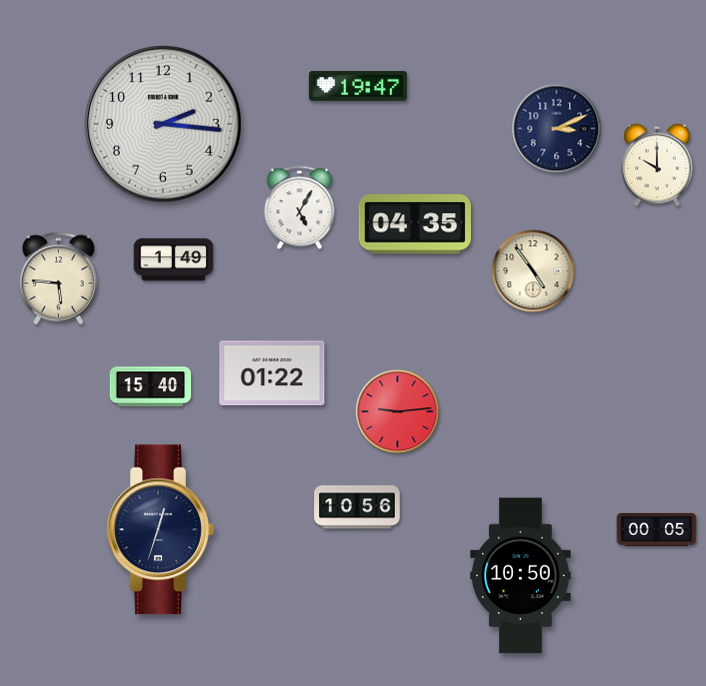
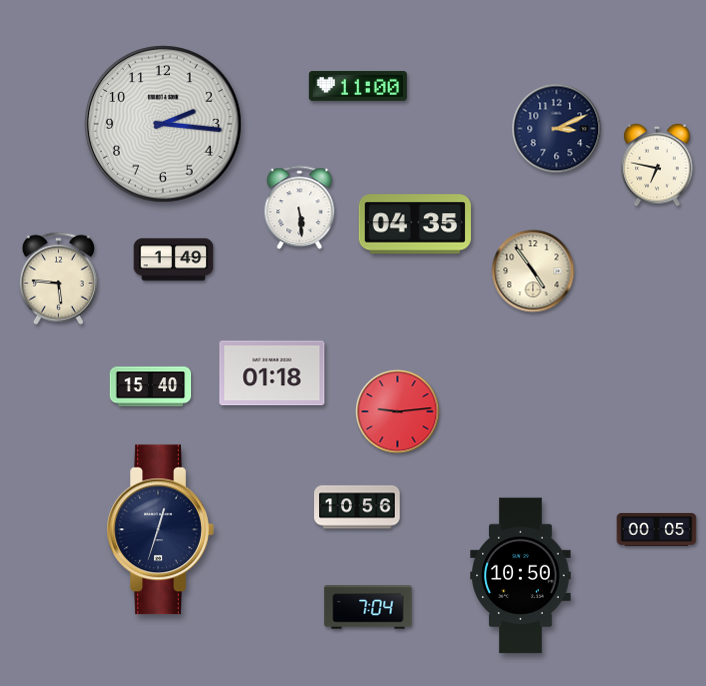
clock at (358, 86): 19:47 -> 11:00
clock at (657, 165): 10:00 -> 6:47
clock at (300, 208): 5:05 -> 5:29
clock at (272, 373): 01:22 -> 01:18
clock at (368, 607): none -> 7:04
